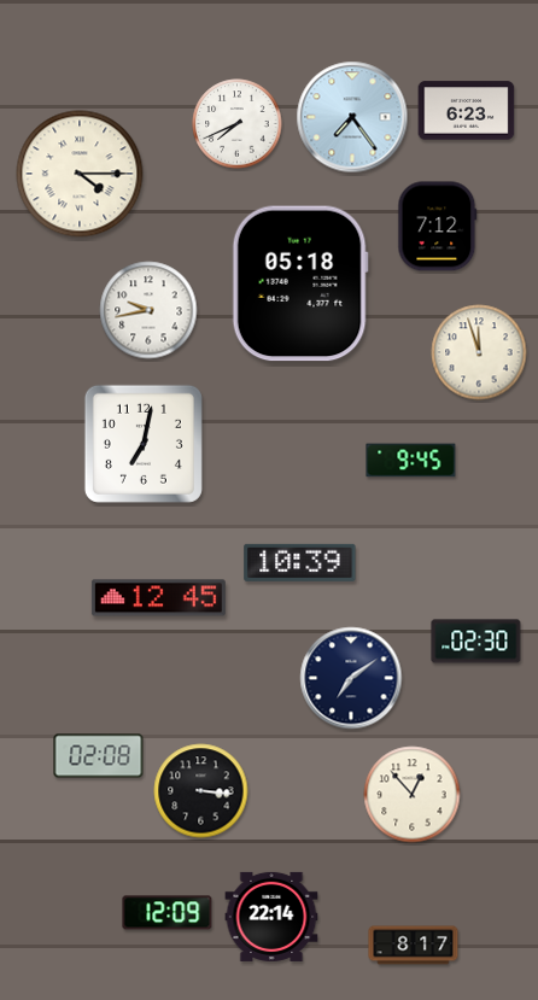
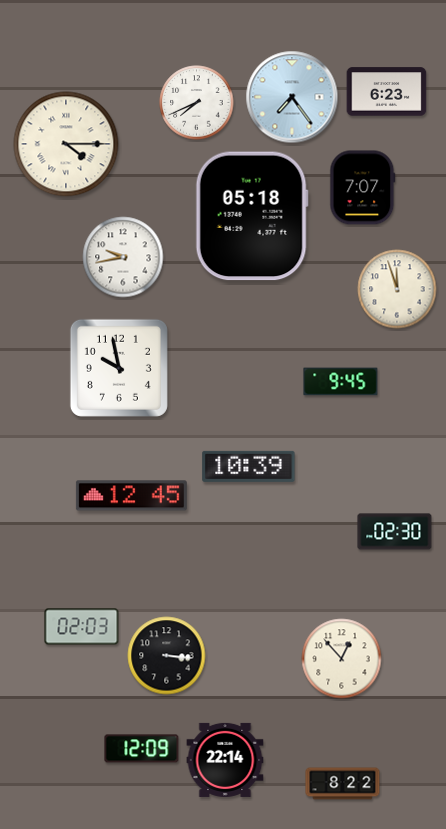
clock at (438, 227): 7:12 -> 7:07
clock at (300, 283) position: (300, 283) -> (252, 216)
clock at (479, 352) position: (479, 352) -> (397, 289)
clock at (144, 444): 7:02 -> 9:58
clock at (351, 678): 7:09 -> none
clock at (99, 756): 02:08 -> 02:03
clock at (168, 913) position: (168, 913) -> (142, 749)
clock at (414, 946): 8:17 -> 8:22
